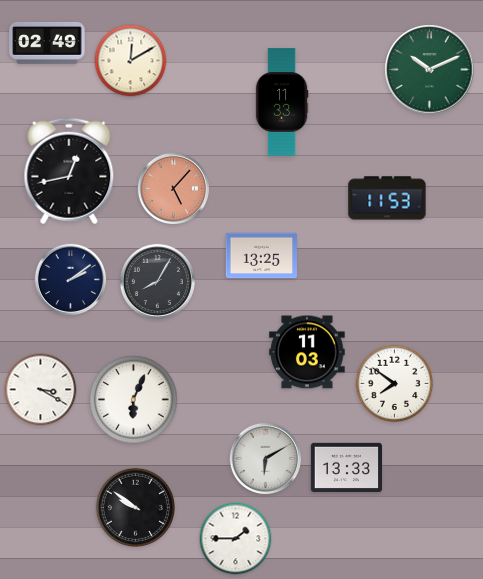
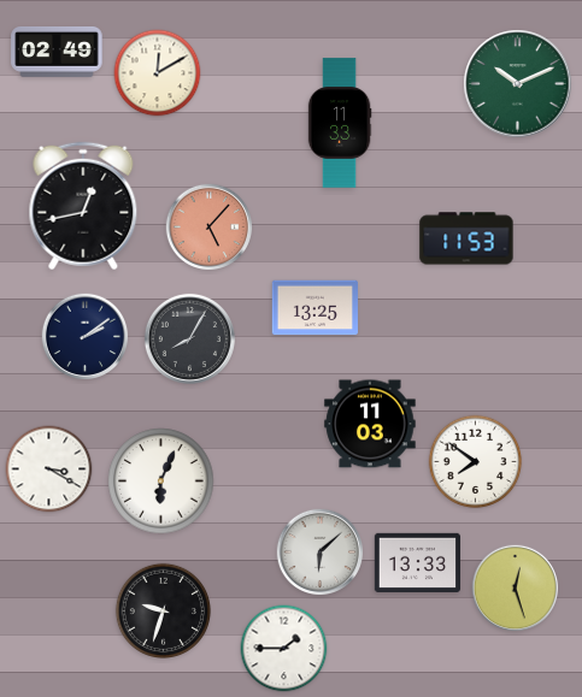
clock at (266, 459): 6:10 -> 6:08
clock at (516, 589): none -> 12:27
clock at (135, 507): 9:51 -> 9:33
